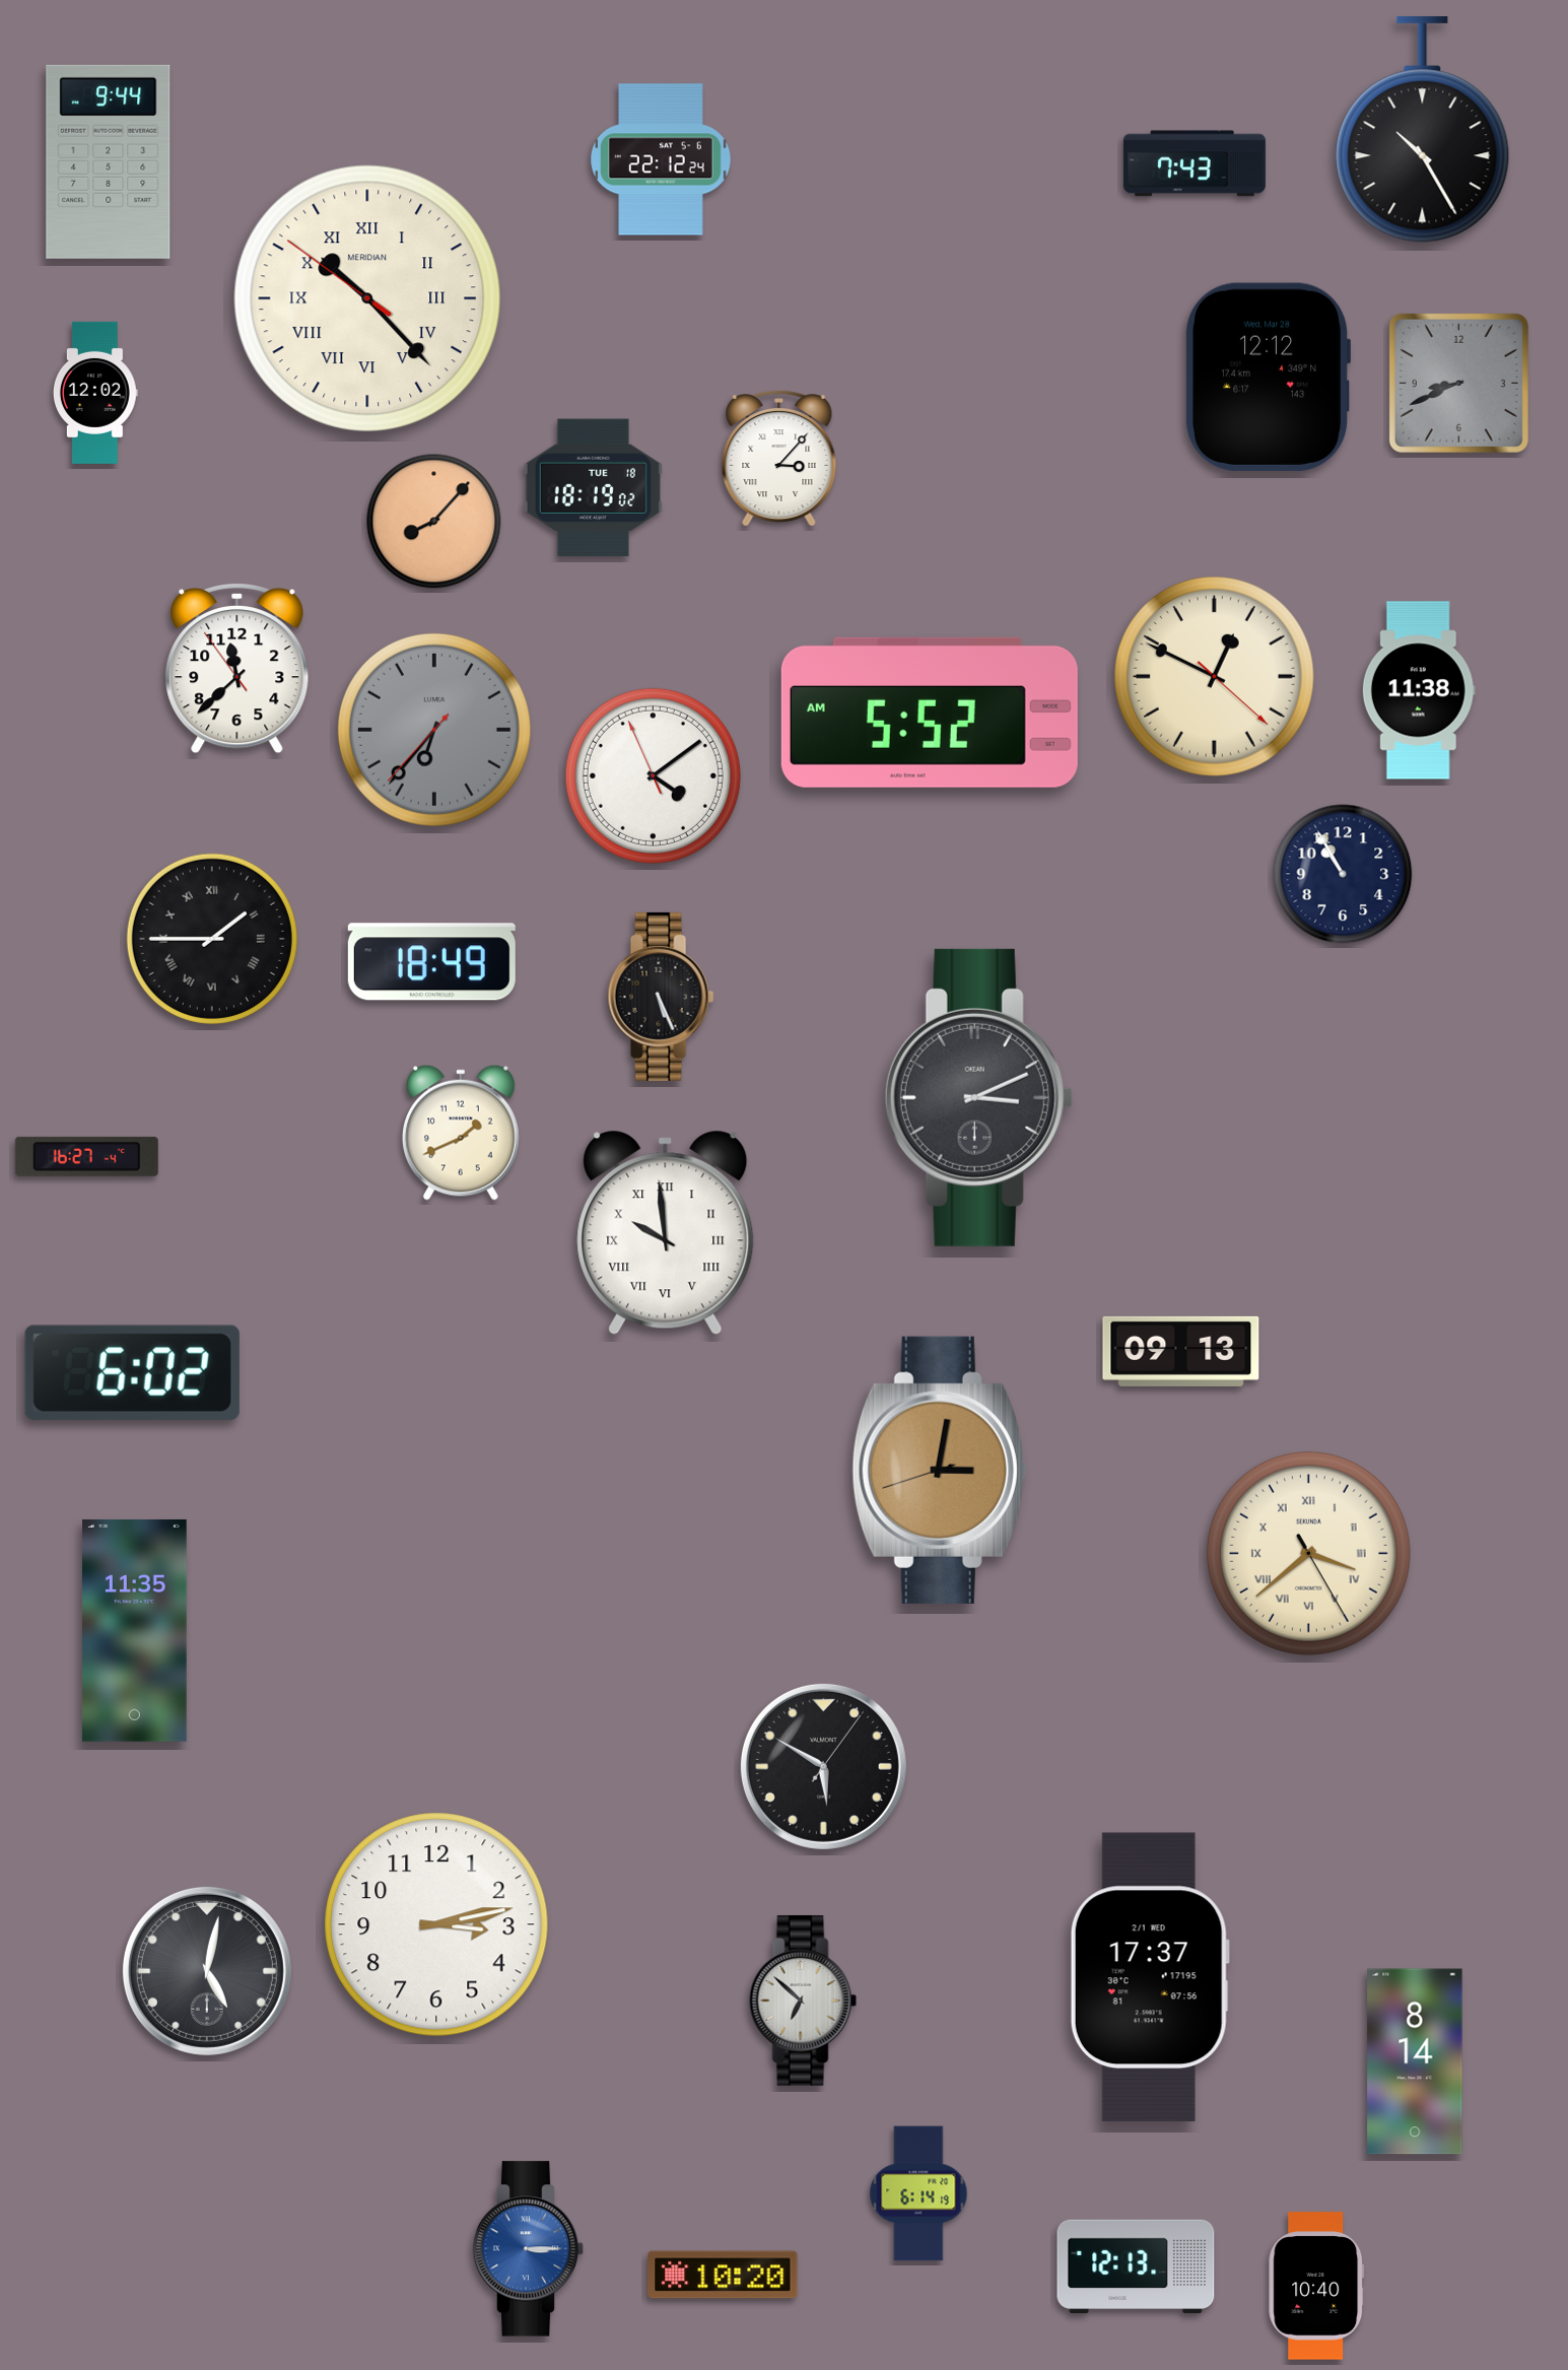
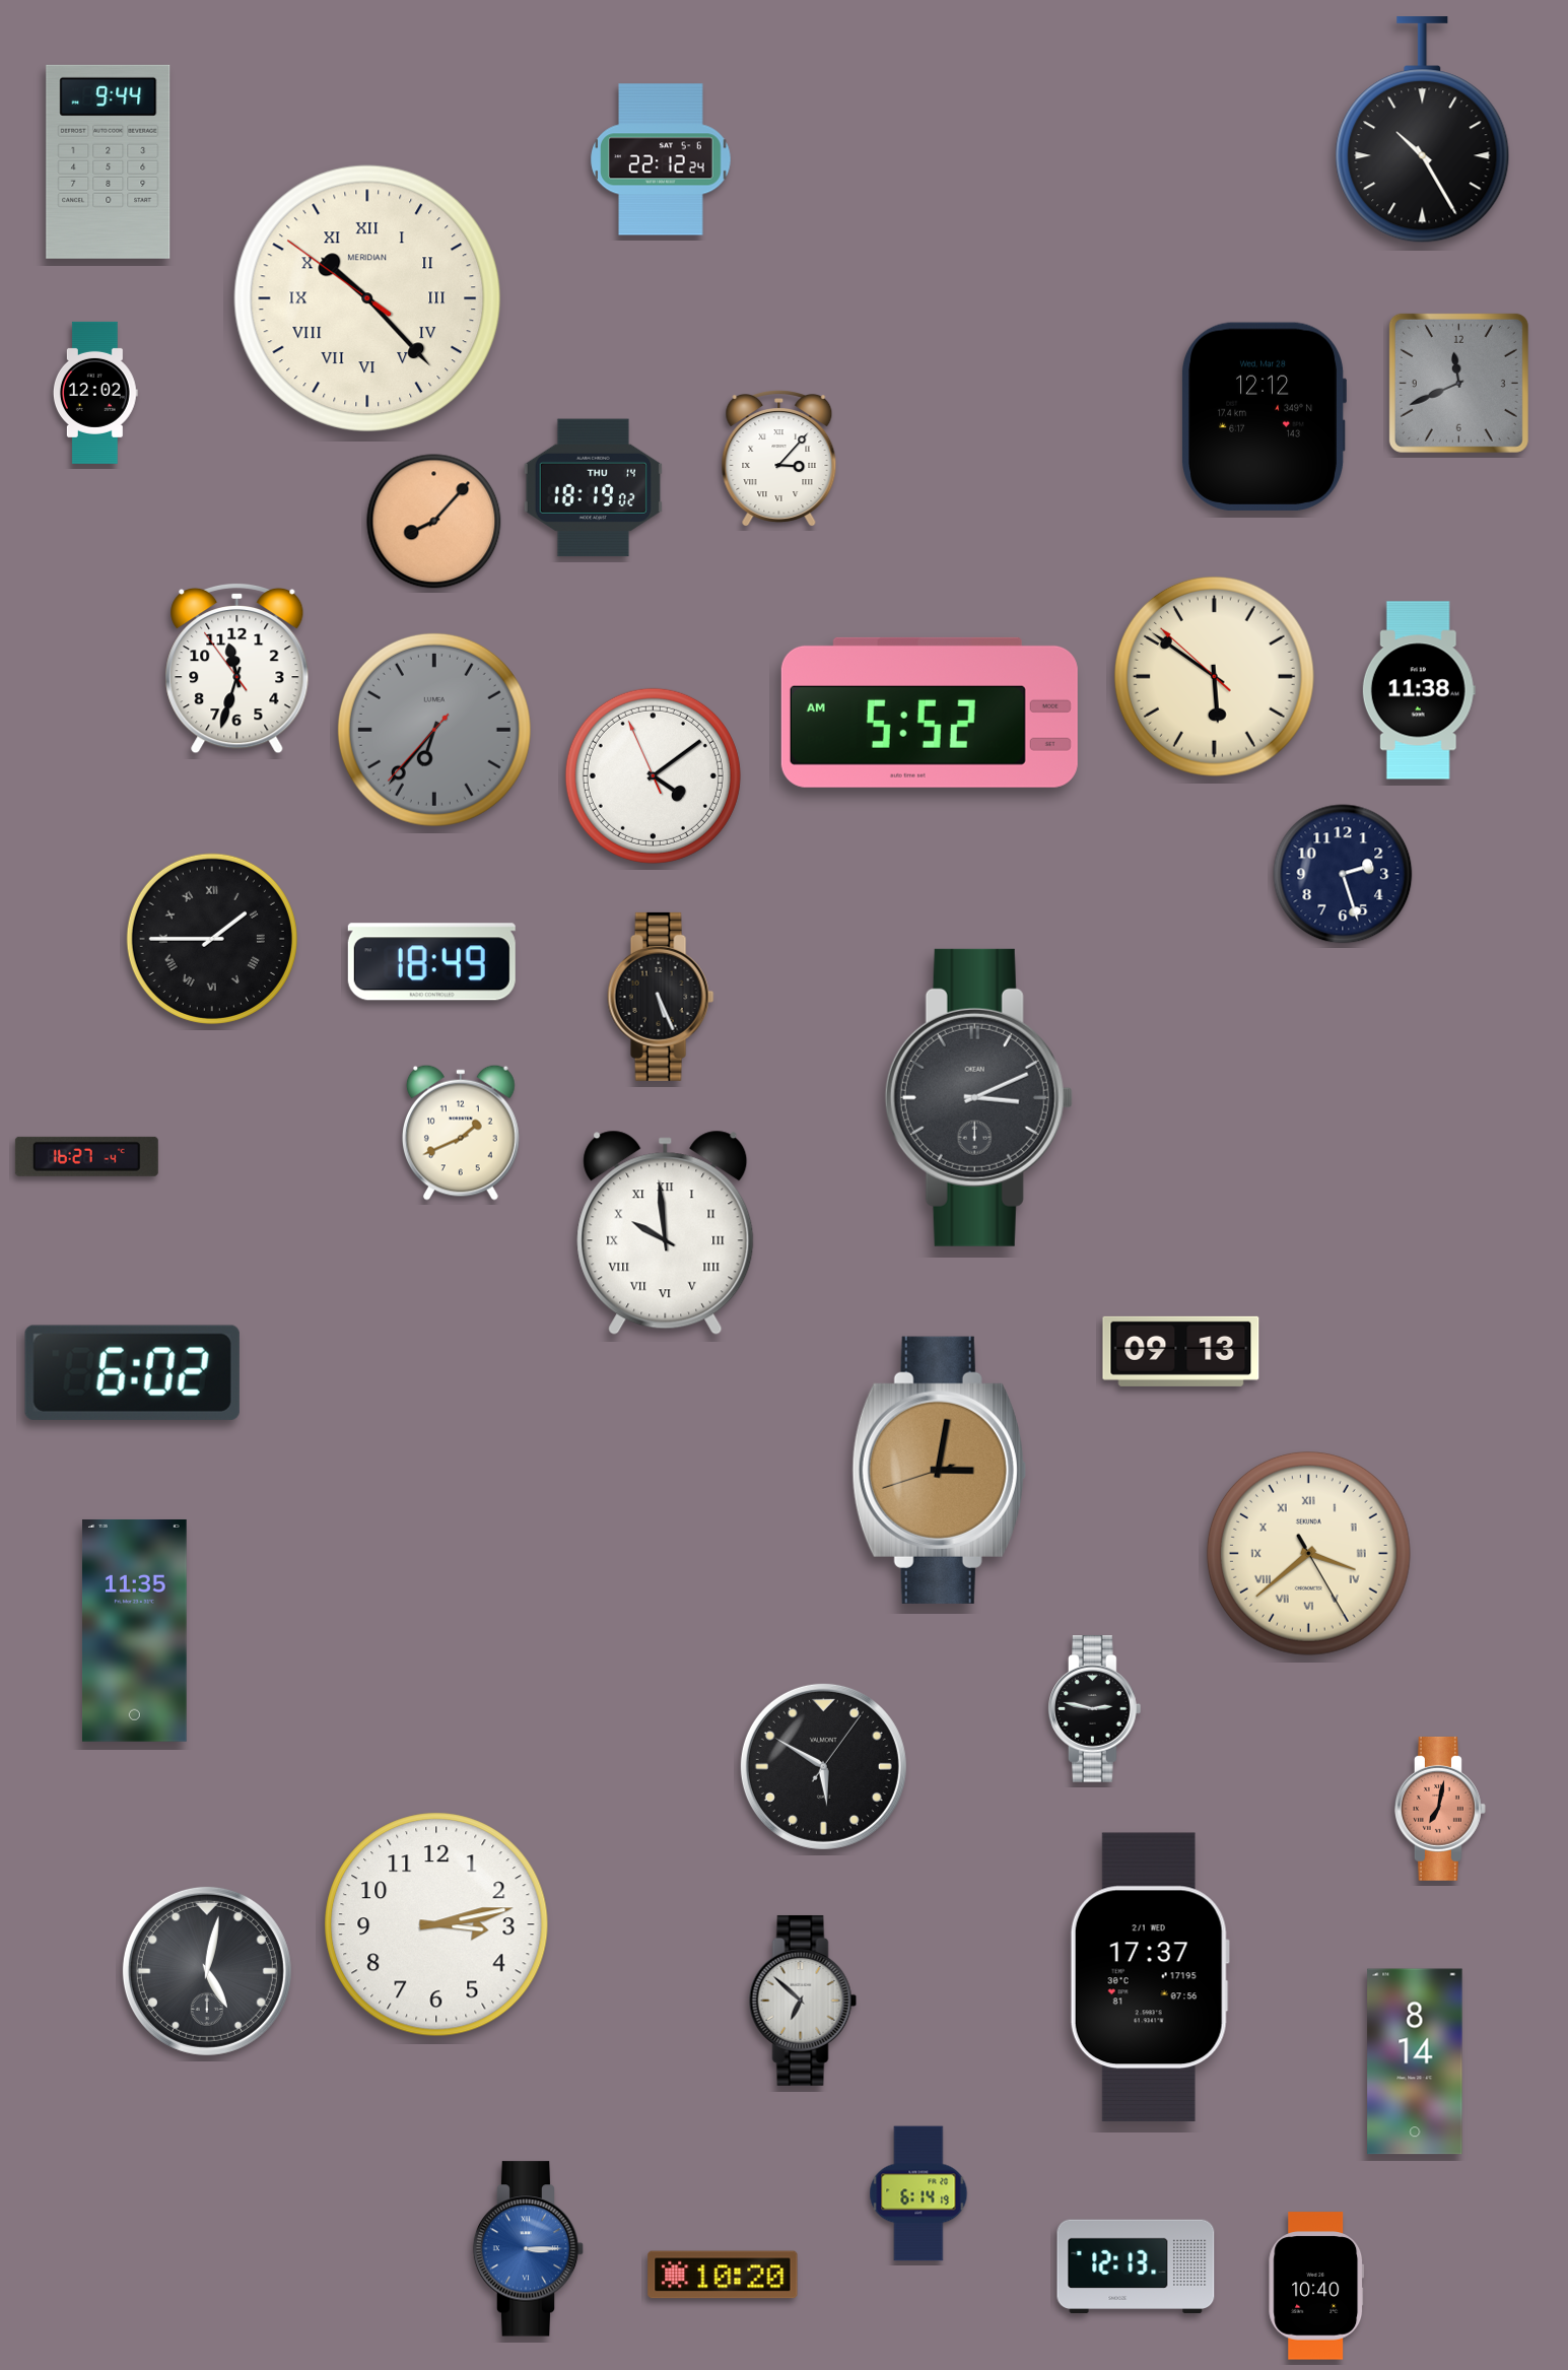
clock at (1195, 163): 7:43 -> none
clock at (1268, 377) position: (1268, 377) -> (1264, 416)
clock at (1458, 383): 8:41 -> 11:41
clock at (593, 488) date: TUE 18 -> THU 14
clock at (237, 668): 11:37 -> 11:32
clock at (1214, 676): 12:49 -> 5:50
clock at (1343, 874): 10:55 -> 2:27
clock at (1095, 1709): none -> 2:47
clock at (1440, 1809): none -> 7:02
